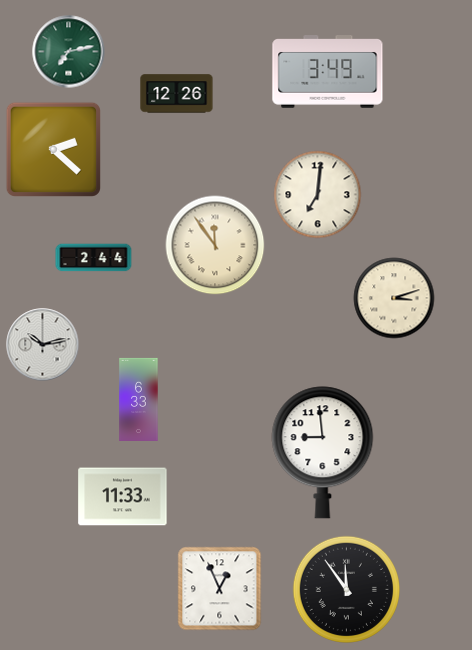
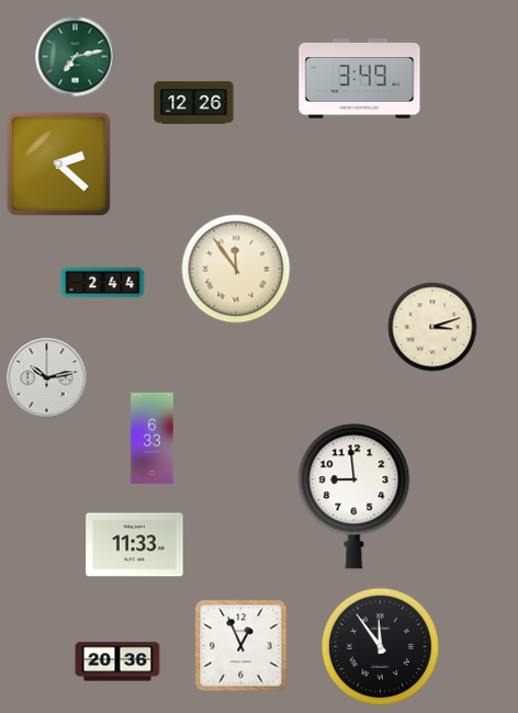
clock at (318, 195): 7:01 -> none
clock at (117, 661): none -> 20:36
